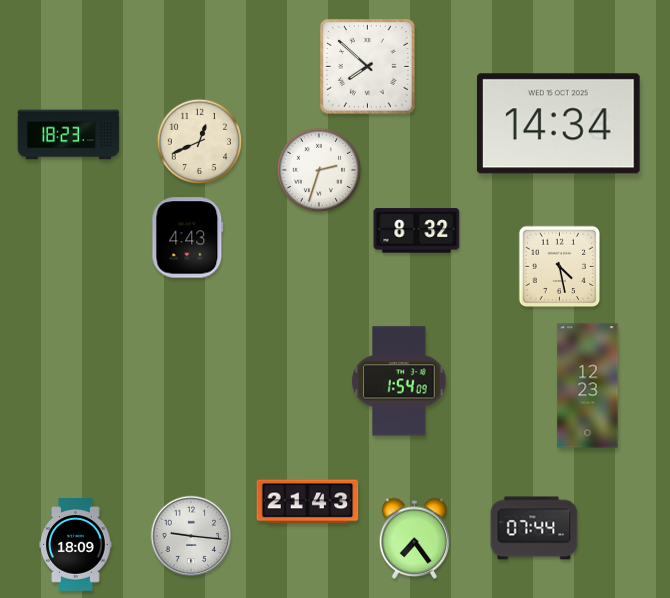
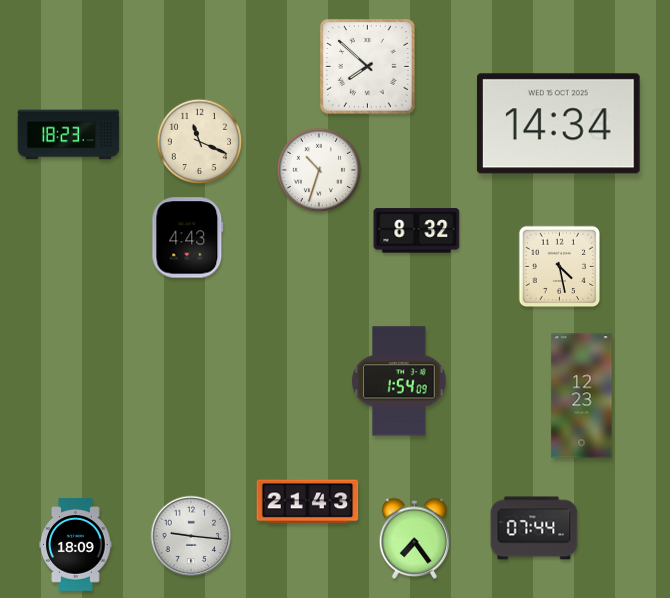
clock at (199, 141): 12:41 -> 11:19
clock at (319, 170): 2:33 -> 10:33
clock at (588, 386) position: (588, 386) -> (582, 396)
